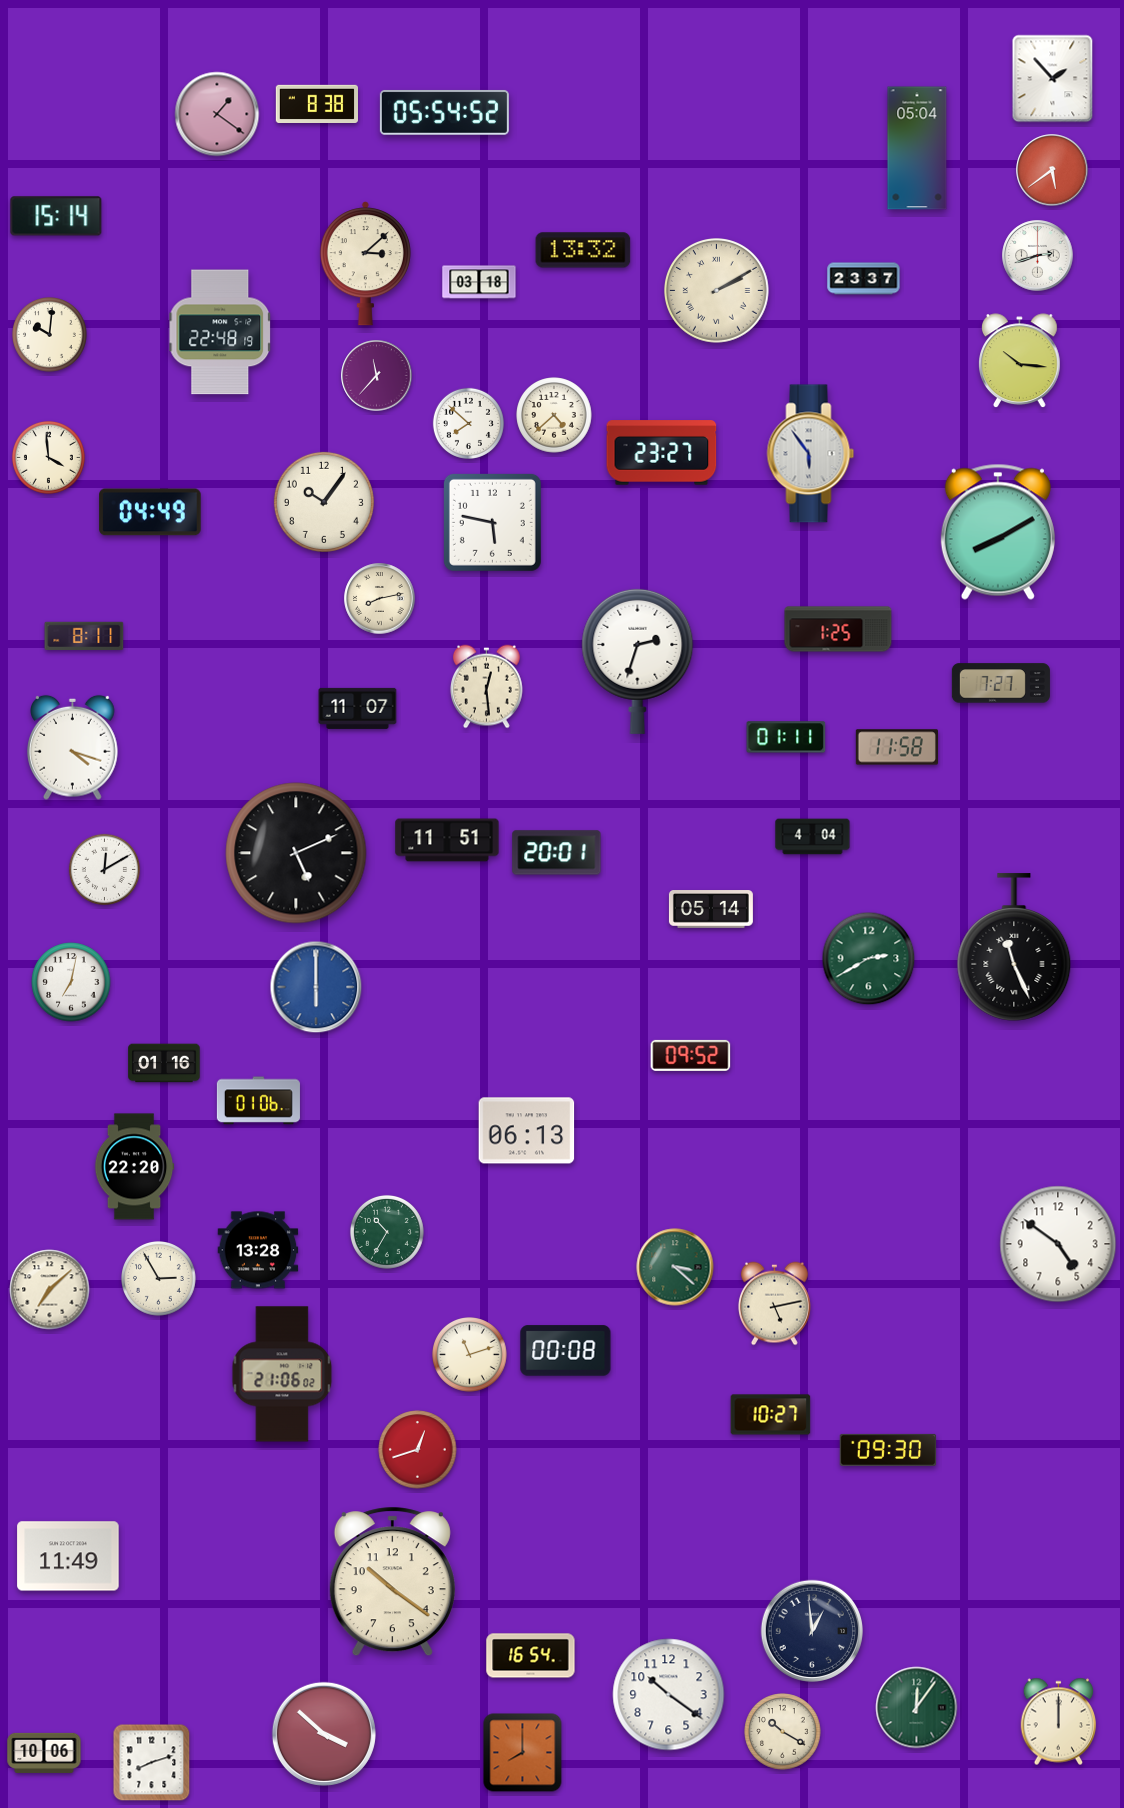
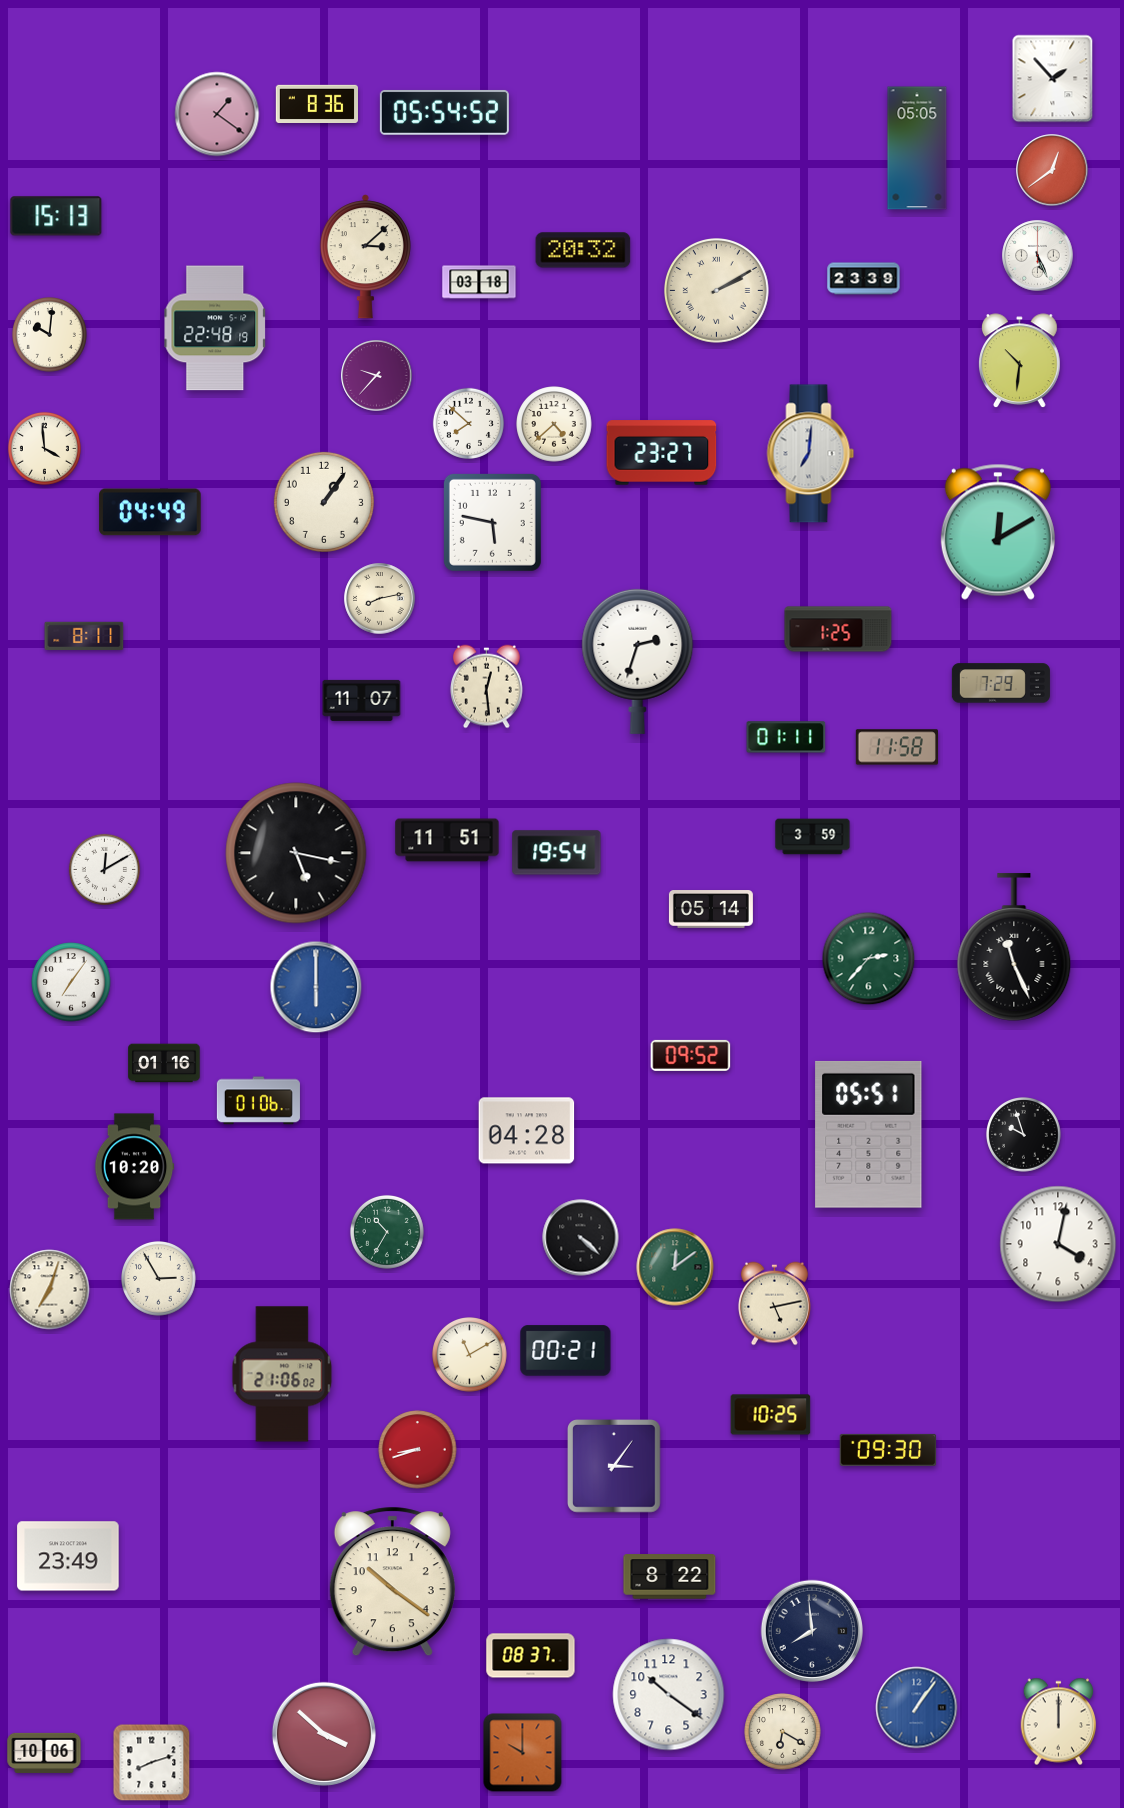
clock at (316, 104): 8:38 -> 8:36
clock at (917, 148): 05:04 -> 05:05
clock at (1052, 170): 5:39 -> 12:39
clock at (56, 216): 15:14 -> 15:13
clock at (583, 250): 13:32 -> 20:32
clock at (1038, 256): 2:42 -> 5:26
clock at (365, 264) position: (365, 264) -> (365, 257)
clock at (864, 279): 23:37 -> 23:39
clock at (220, 332) position: (220, 332) -> (215, 328)
clock at (1020, 361): 10:16 -> 10:31
clock at (377, 376): 11:37 -> 9:37
clock at (554, 415) position: (554, 415) -> (554, 424)
clock at (811, 454): 5:54 -> 7:01
clock at (48, 457) position: (48, 457) -> (44, 448)
clock at (324, 502): 10:06 -> 1:06
clock at (998, 532): 8:10 -> 12:10
clock at (1001, 683): 7:27 -> 7:29
clock at (358, 708) position: (358, 708) -> (362, 700)
clock at (73, 747): 4:18 -> none
clock at (813, 837): 4:04 -> 3:59
clock at (296, 853): 5:11 -> 5:17
clock at (557, 853): 20:01 -> 19:54
clock at (869, 959): 2:40 -> 2:37
clock at (71, 982): 7:02 -> 7:06
clock at (527, 1131): 06:13 -> 04:28
clock at (869, 1134): none -> 05:51
clock at (1024, 1135): none -> 9:57
clock at (134, 1167): 22:20 -> 10:20
clock at (581, 1238): none -> 4:22
clock at (1058, 1244): 4:51 -> 4:02
clock at (258, 1250): 13:28 -> none
clock at (675, 1267): 3:22 -> 12:09
clock at (50, 1290): 7:08 -> 7:03
clock at (566, 1351): 00:08 -> 00:21
clock at (470, 1355): 11:12 -> 11:10
clock at (771, 1415): 10:27 -> 10:25
clock at (418, 1450): 12:42 -> 8:42
clock at (615, 1467): none -> 3:06
clock at (68, 1556): 11:49 -> 23:49
clock at (670, 1577): none -> 8:22
clock at (811, 1630): 12:59 -> 7:59
clock at (531, 1656): 16:54 -> 08:37
clock at (917, 1708): 12:06 -> 1:06
clock at (917, 1708) dial: green -> blue
clock at (783, 1732): 10:20 -> 6:20
clock at (523, 1753): 8:00 -> 10:00
